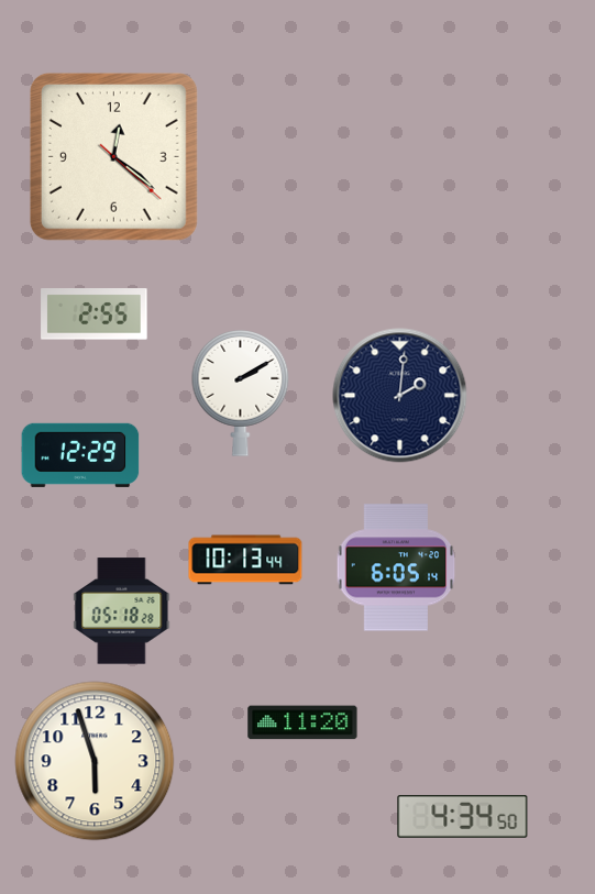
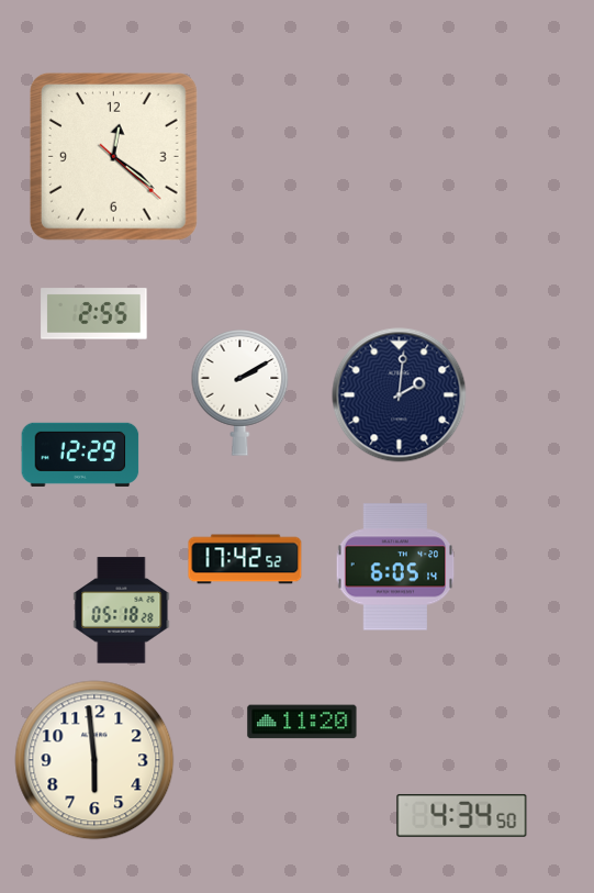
clock at (245, 560): 10:13 -> 17:42
clock at (95, 761): 5:57 -> 5:59
